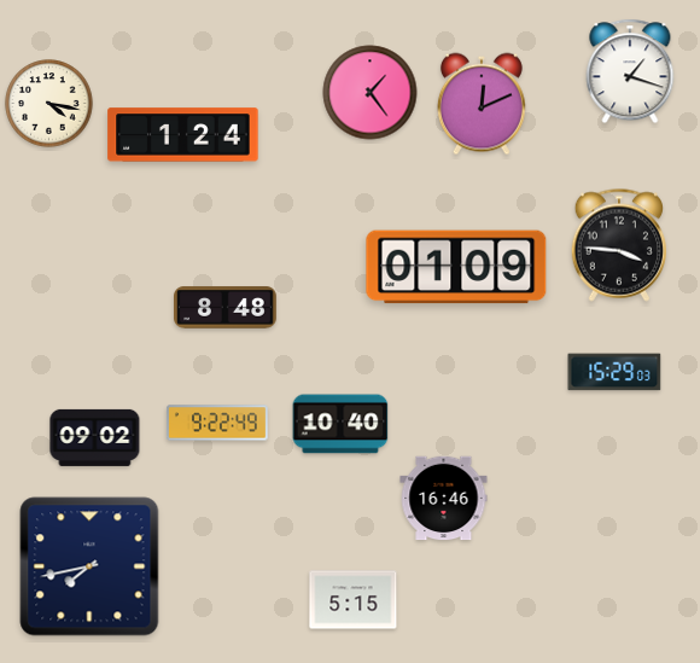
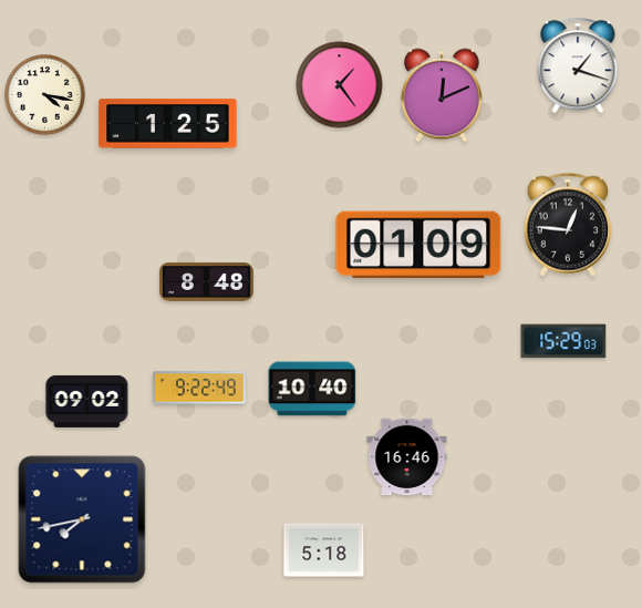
clock at (183, 135): 1:24 -> 1:25
clock at (618, 245): 3:46 -> 12:46
clock at (354, 600): 5:15 -> 5:18
